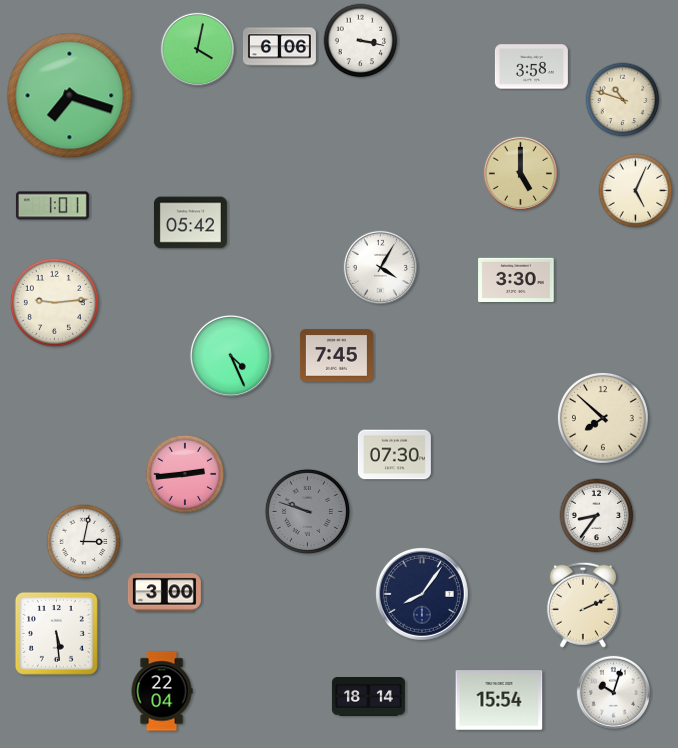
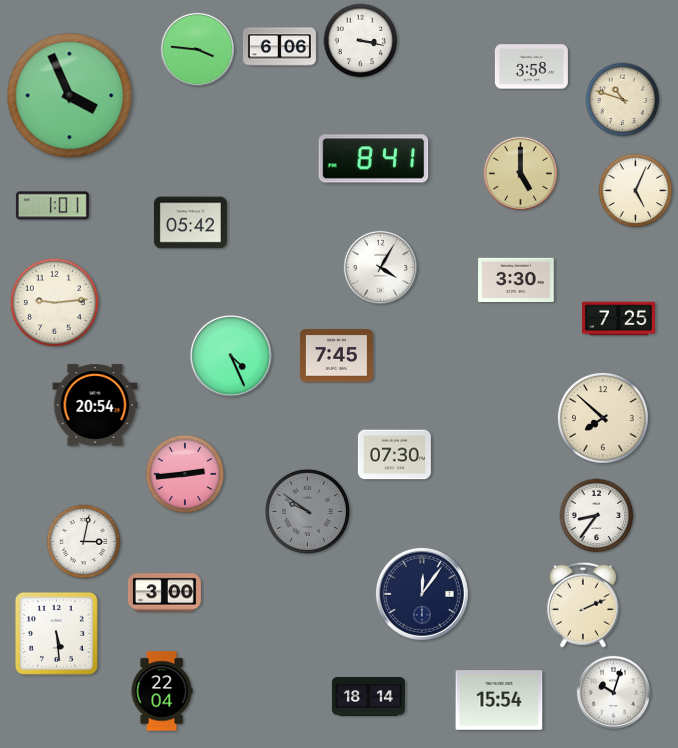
clock at (197, 49): 4:02 -> 3:46
clock at (70, 96): 7:18 -> 3:56
clock at (374, 159): none -> 8:41
clock at (618, 319): none -> 7:25
clock at (95, 405): none -> 20:54
clock at (307, 511): 9:48 -> 9:51
clock at (422, 594): 8:06 -> 12:06
